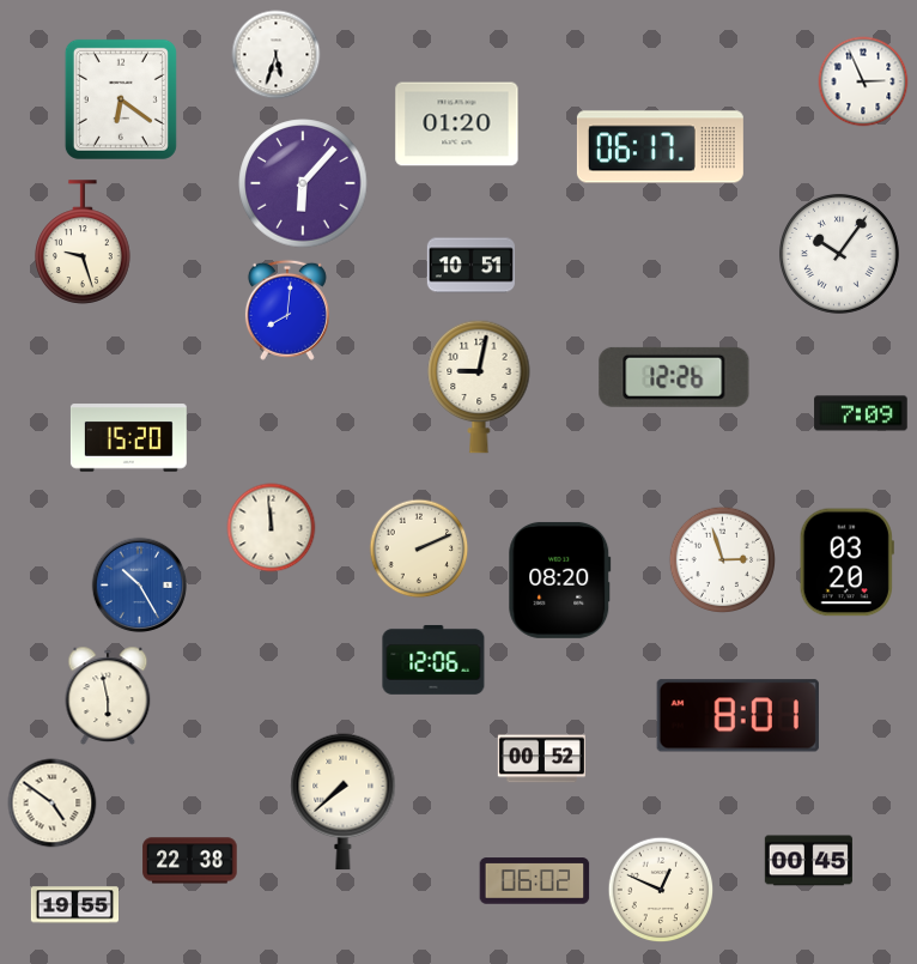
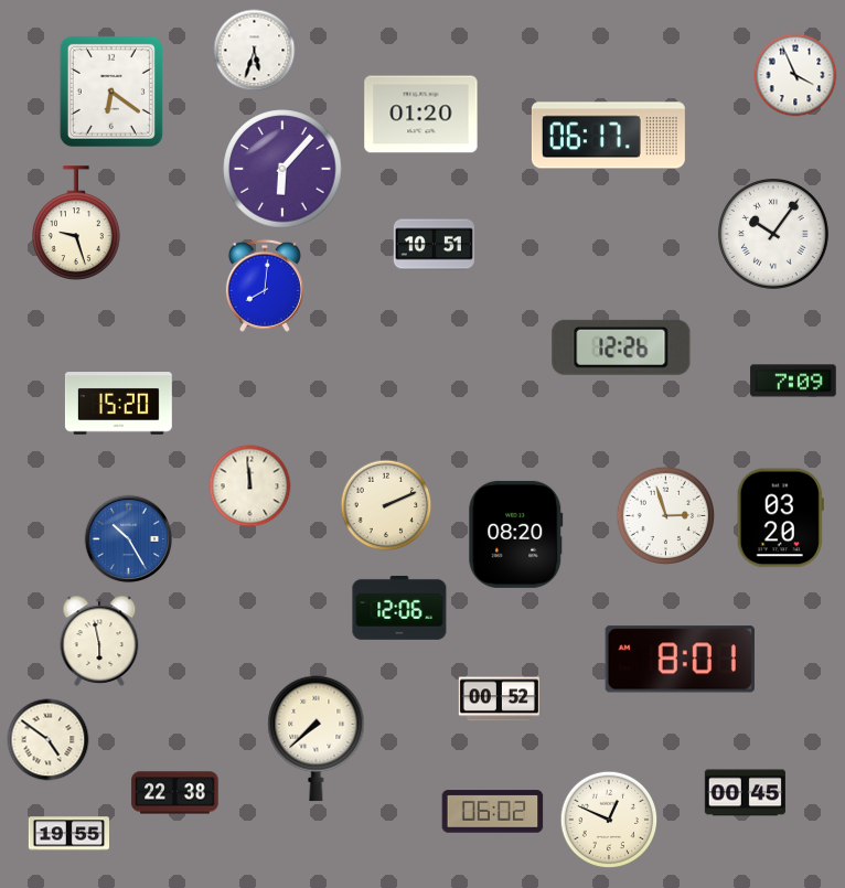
clock at (863, 81): 2:56 -> 3:56
clock at (303, 183) position: (303, 183) -> (282, 169)
clock at (479, 387): 9:02 -> none
